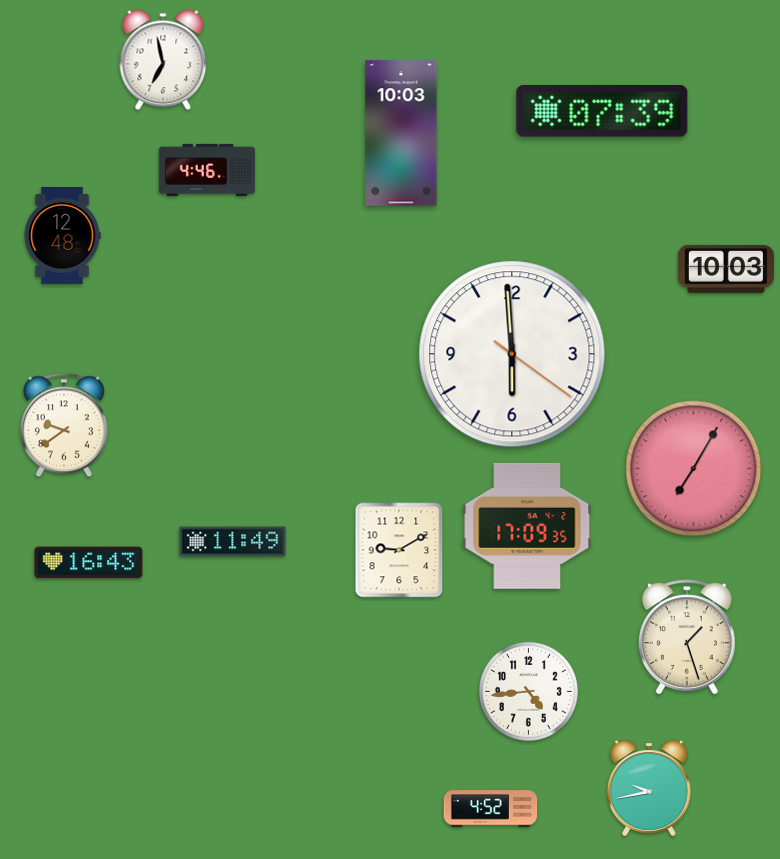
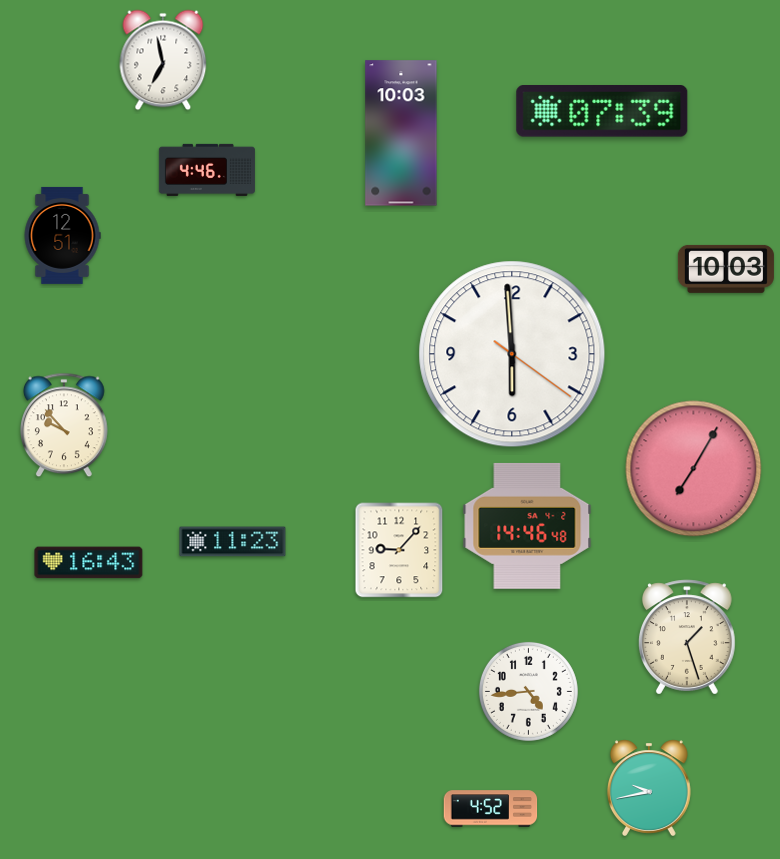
clock at (62, 235): 12:48 -> 12:51
clock at (65, 425): 9:39 -> 9:53
clock at (527, 526): 17:09 -> 14:46
clock at (233, 542): 11:49 -> 11:23
clock at (399, 550): 9:10 -> 9:07
